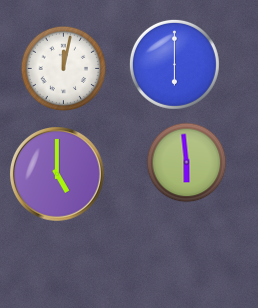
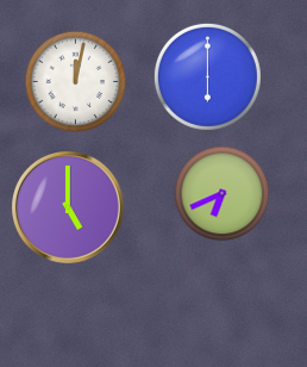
clock at (187, 163): 5:59 -> 6:41
